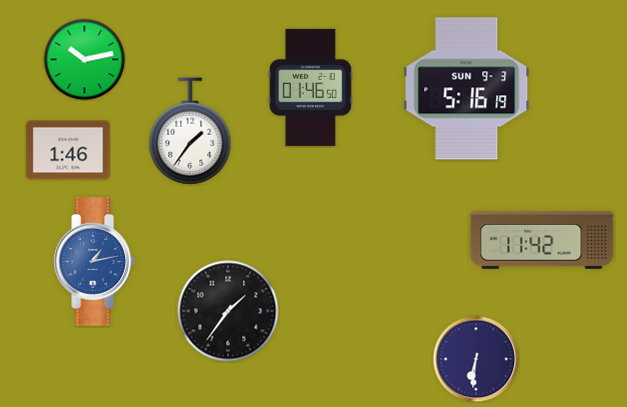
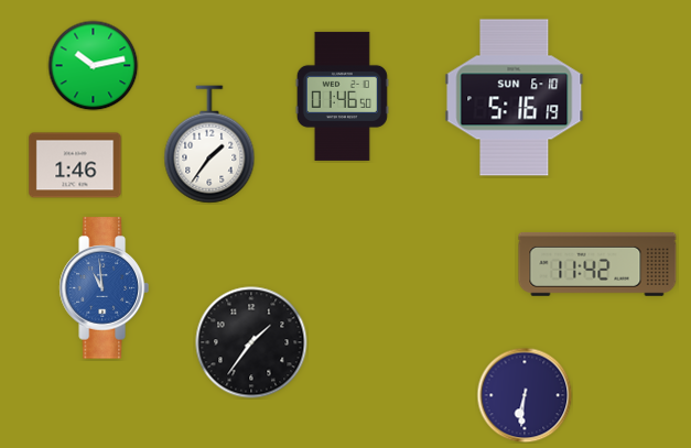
clock at (467, 89) date: SUN 9-3 -> SUN 6-10
clock at (94, 262): 1:13 -> 10:59
